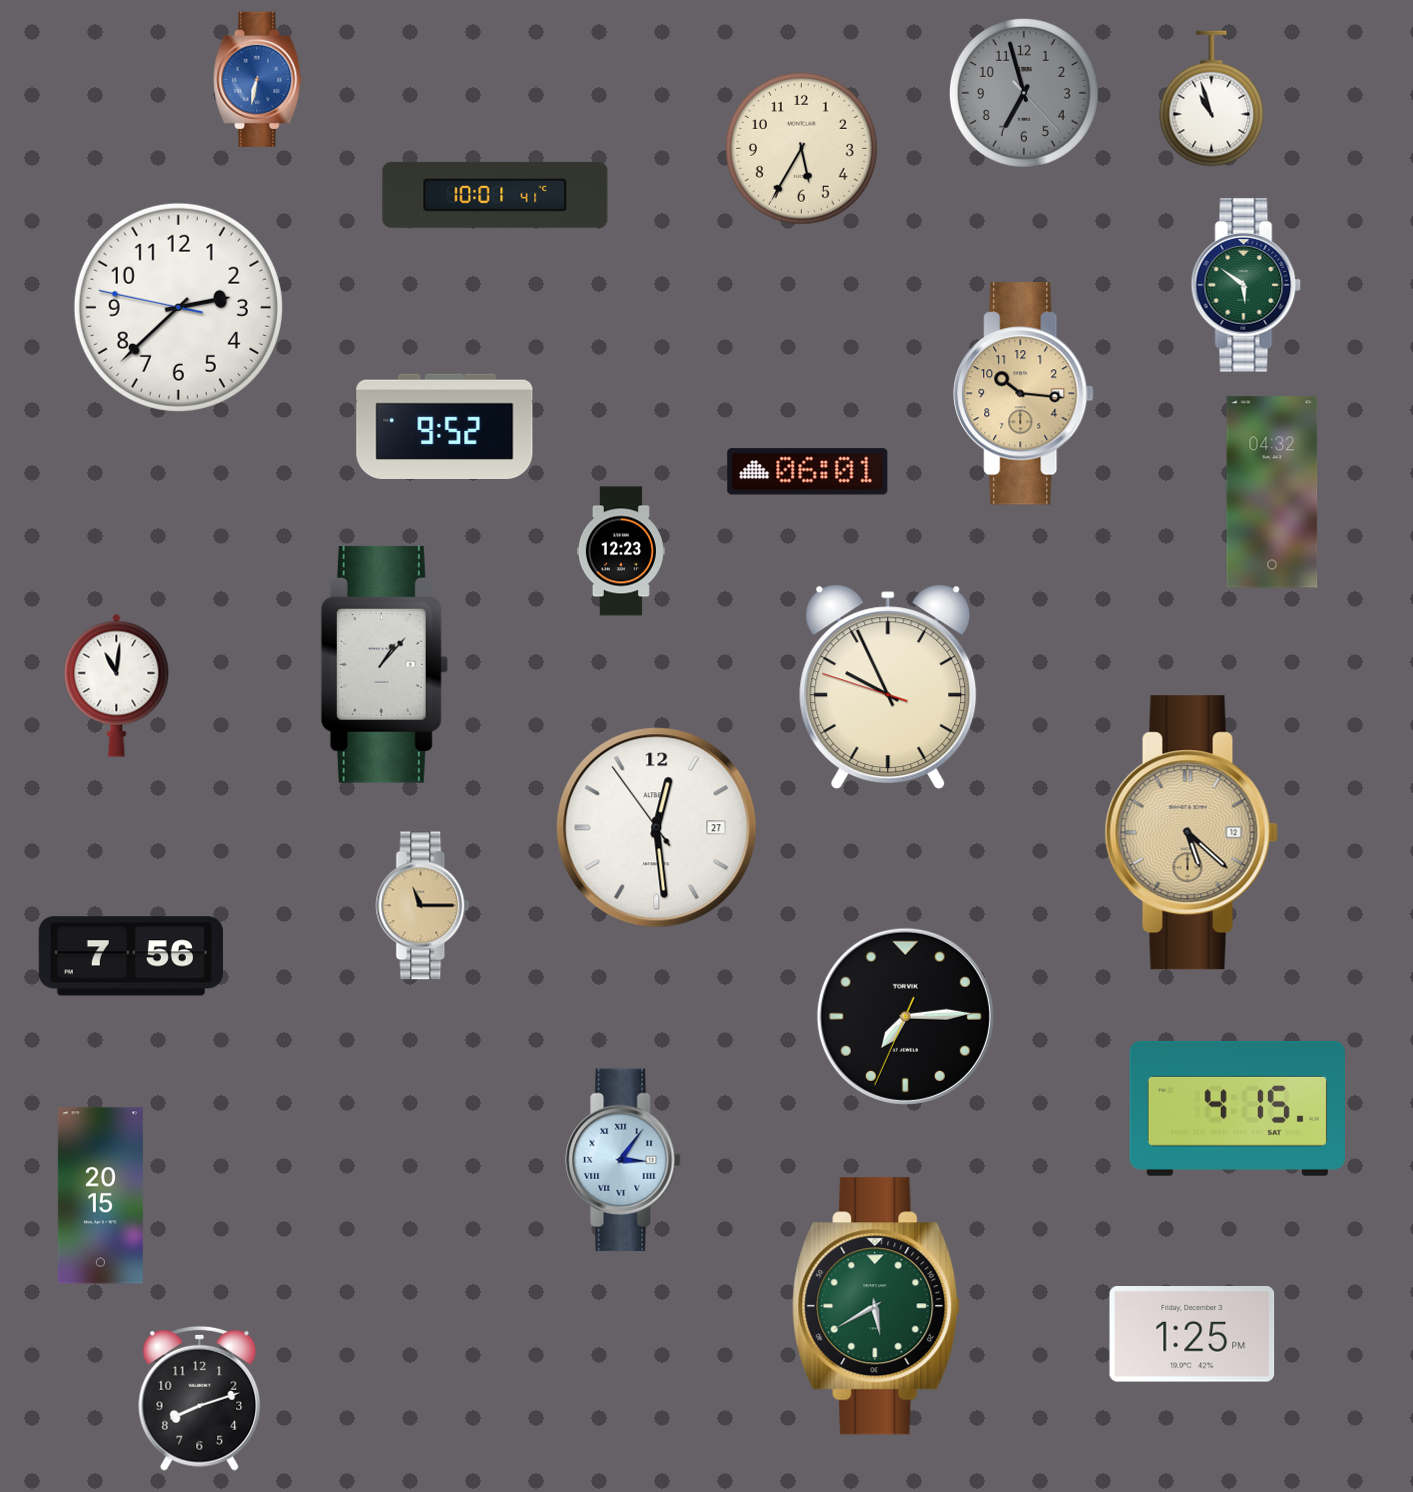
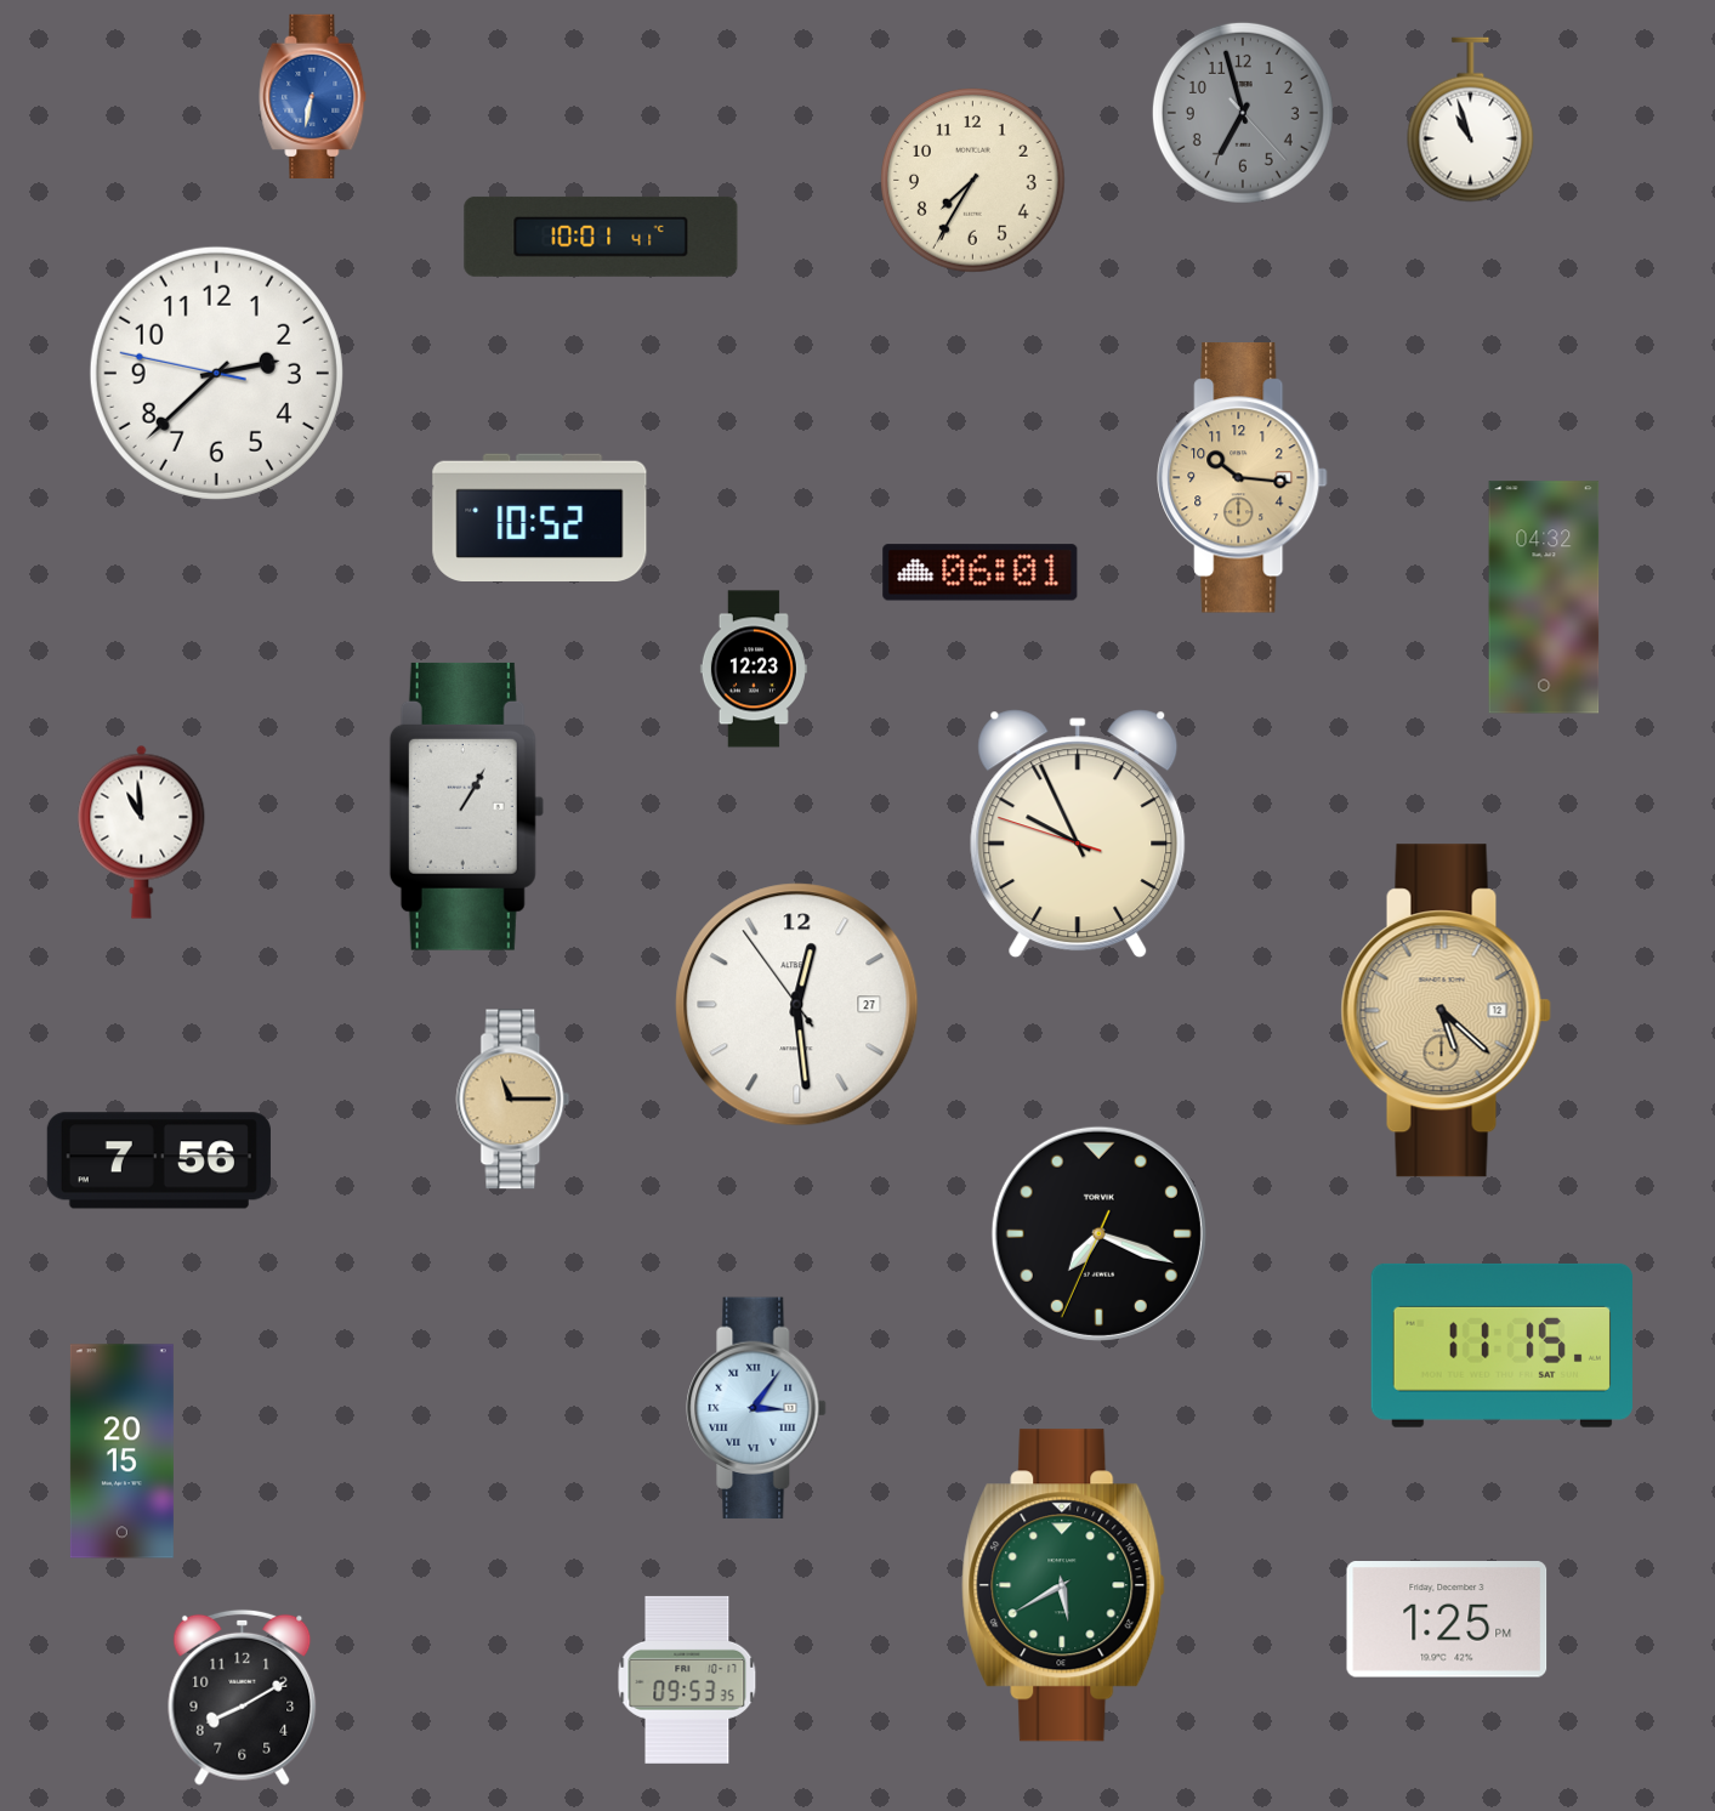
clock at (802, 149): 5:35 -> 7:35
clock at (1246, 285): 5:51 -> none
clock at (445, 426): 9:52 -> 10:52
clock at (384, 664): 1:07 -> 1:05
clock at (117, 685): 11:01 -> 10:59
clock at (905, 1016): 7:14 -> 7:18
clock at (1237, 1108): 4:15 -> 11:15
clock at (687, 1680): none -> 09:53
clock at (200, 1398): 8:12 -> 8:10
